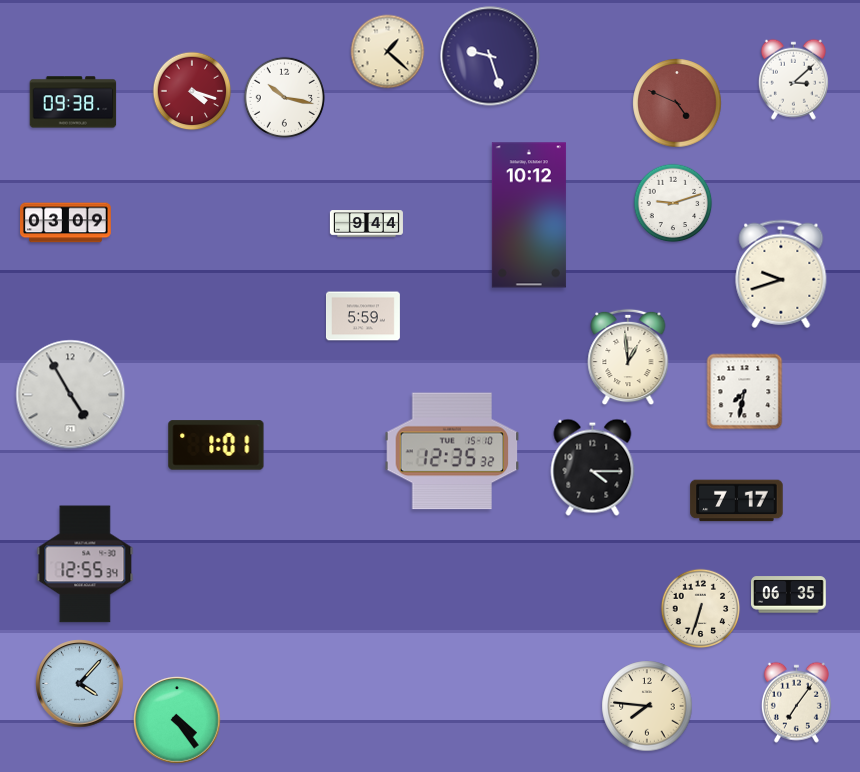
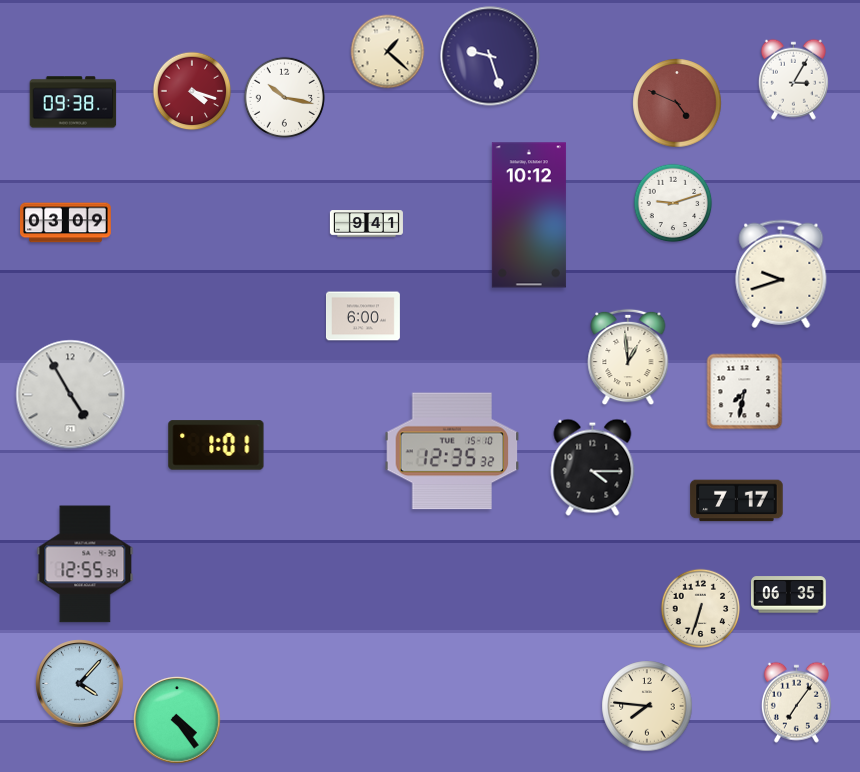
clock at (793, 79): 3:08 -> 3:05
clock at (366, 224): 9:44 -> 9:41
clock at (363, 316): 5:59 -> 6:00
